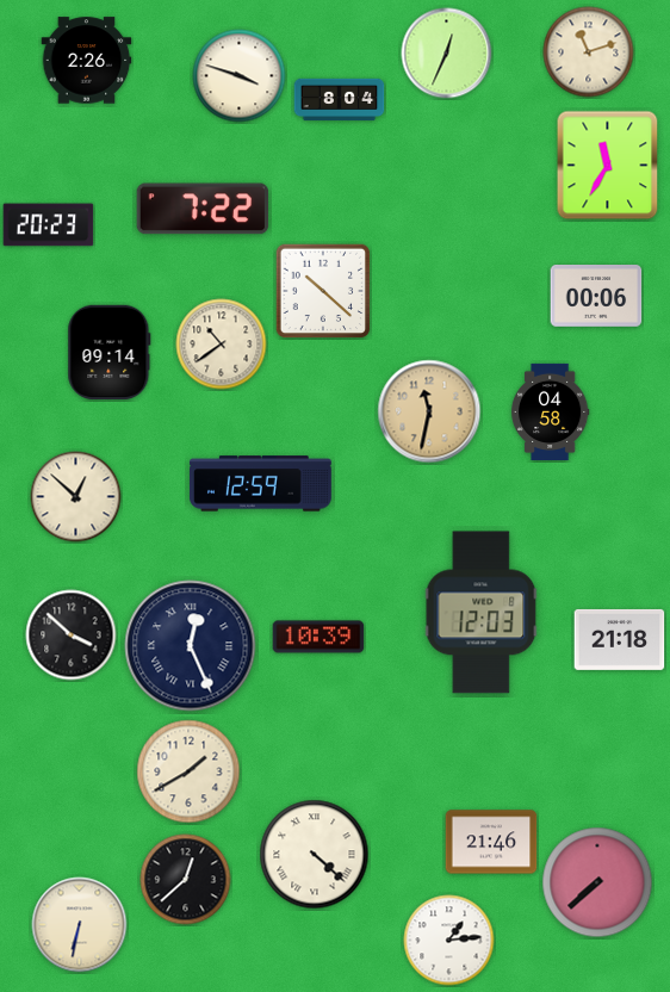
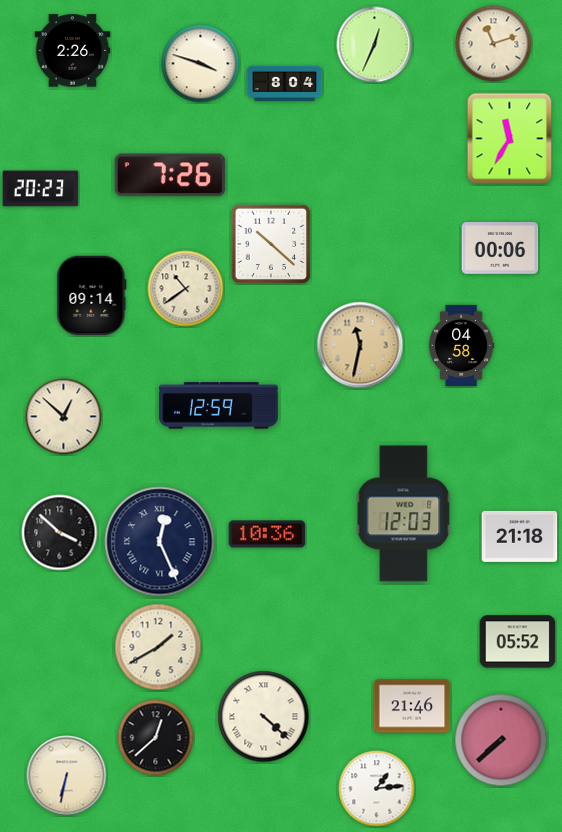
clock at (203, 209): 7:22 -> 7:26
clock at (318, 637): 10:39 -> 10:36
clock at (518, 642): none -> 05:52
